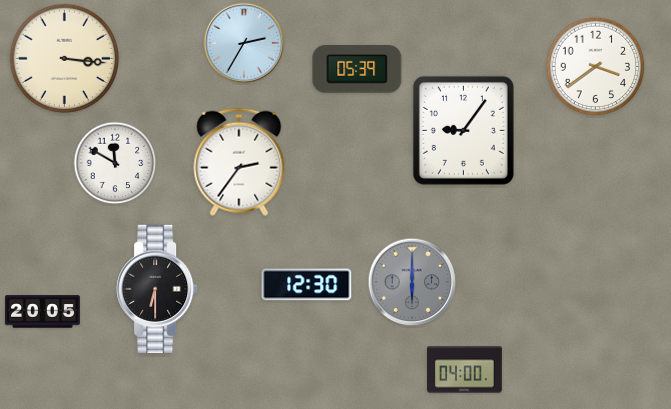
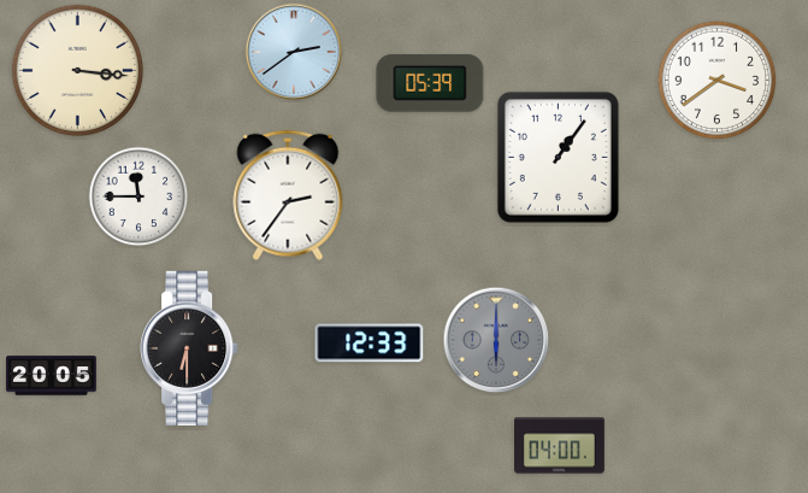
clock at (244, 43): 2:35 -> 2:39
clock at (463, 130): 9:06 -> 1:06
clock at (115, 163): 11:50 -> 11:45
clock at (307, 285): 12:30 -> 12:33
